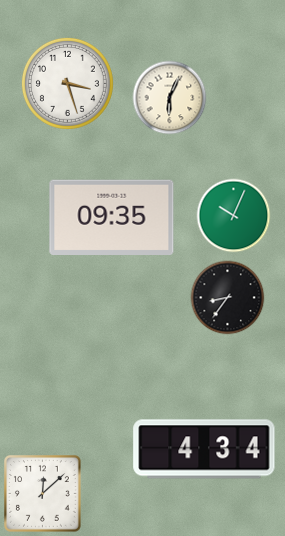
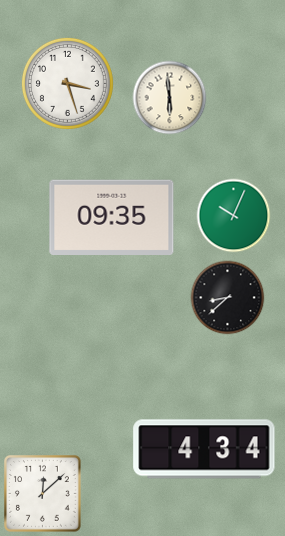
clock at (170, 98): 6:04 -> 5:59
clock at (228, 298): 8:36 -> 8:38
